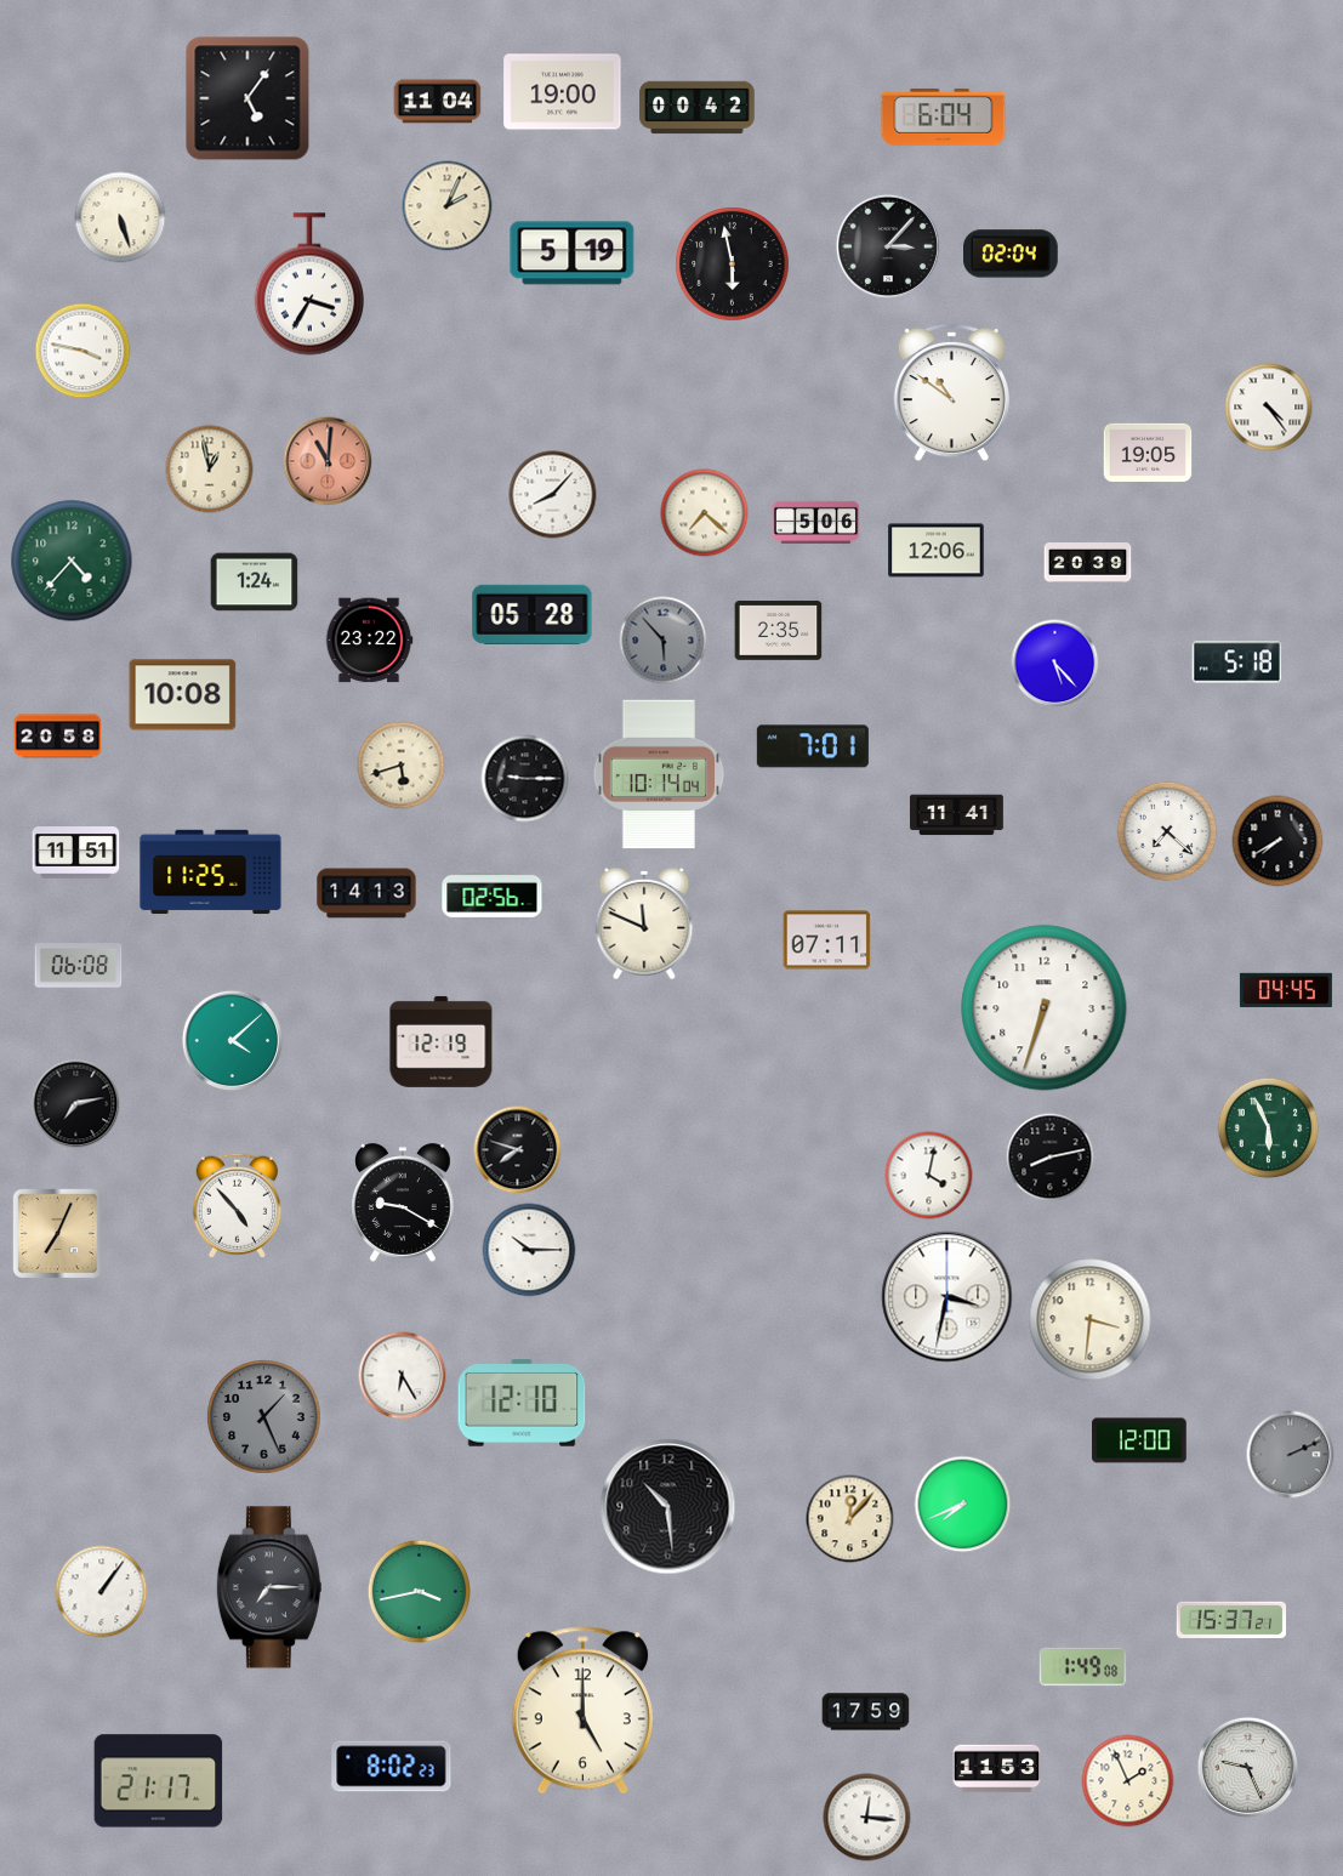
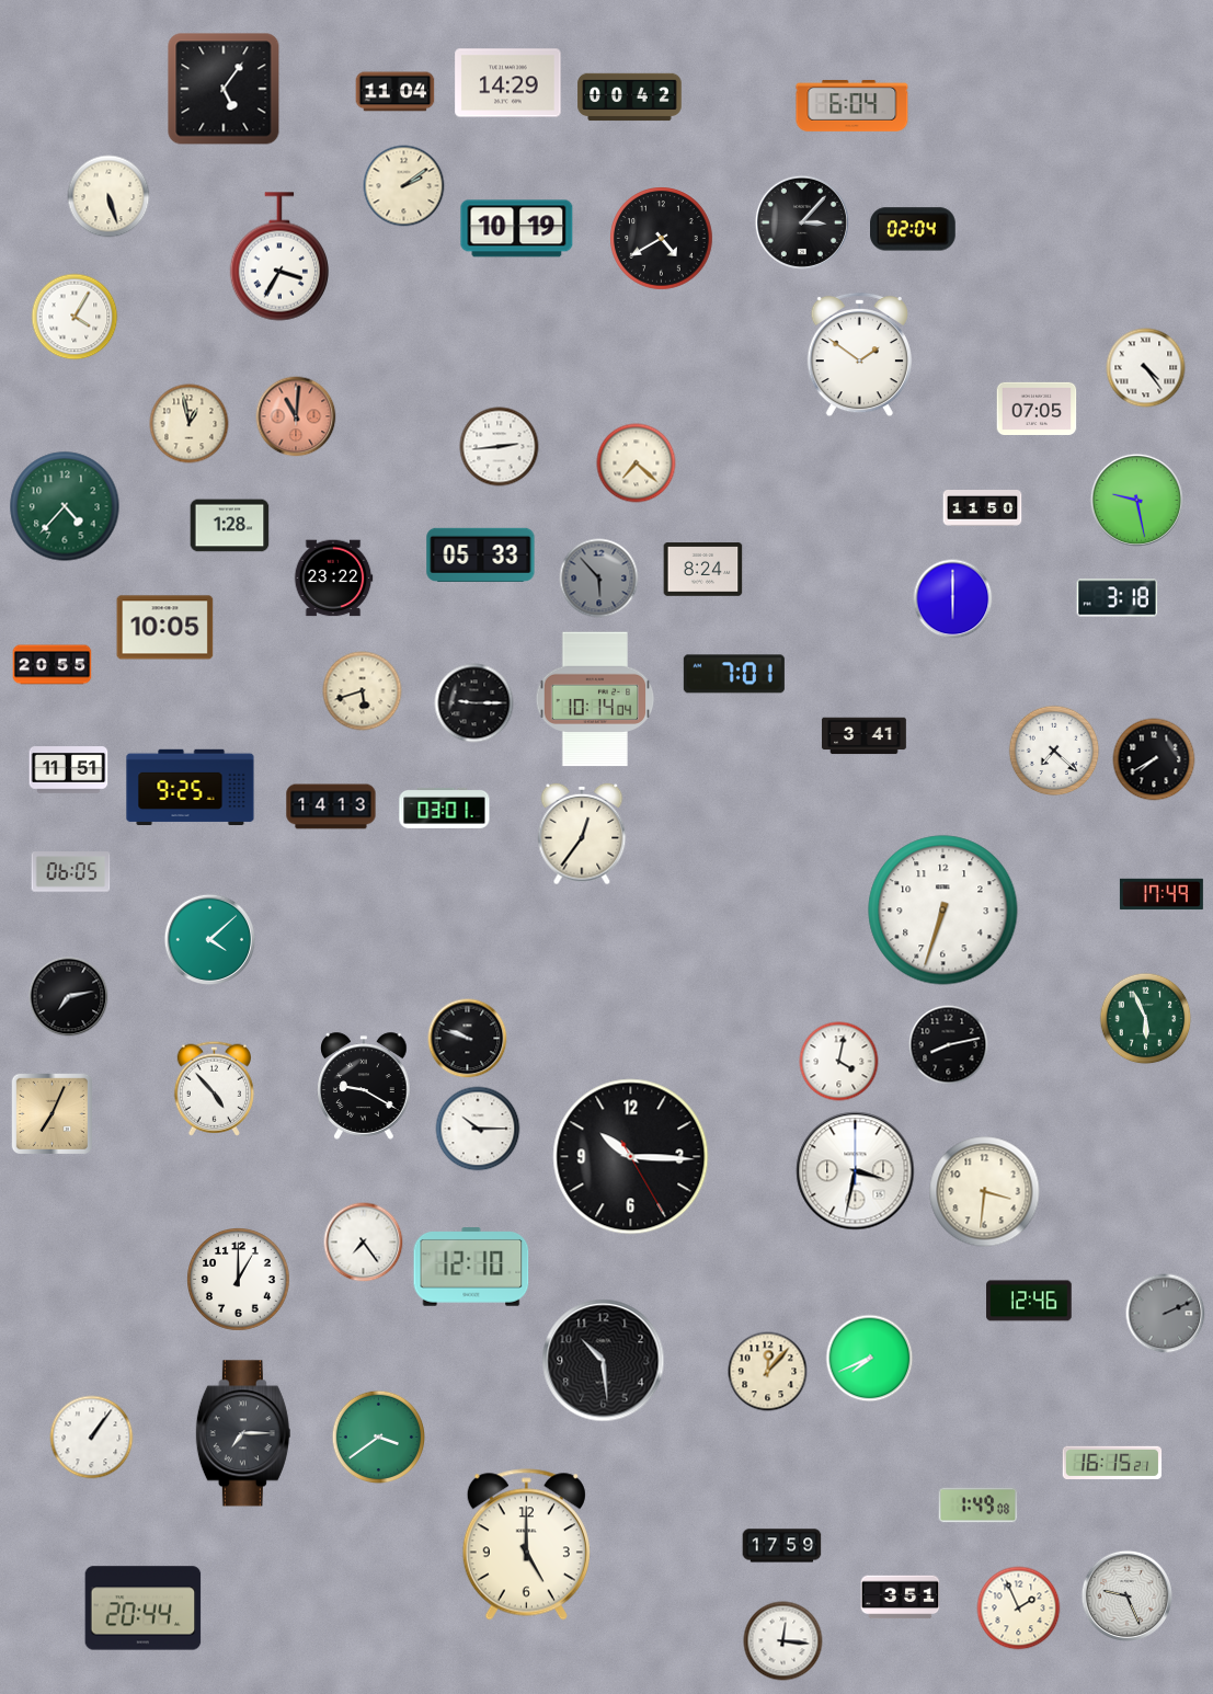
clock at (563, 92): 19:00 -> 14:29
clock at (448, 206): 2:04 -> 2:09
clock at (573, 254): 5:19 -> 10:19
clock at (733, 265): 5:58 -> 4:40
clock at (82, 351): 3:47 -> 4:05
clock at (951, 393): 10:51 -> 1:51
clock at (1148, 451): 19:05 -> 07:05
clock at (553, 495): 8:07 -> 2:44
clock at (816, 522): 5:06 -> none
clock at (937, 551): 12:06 -> none
clock at (1136, 500): none -> 9:28
clock at (1088, 563): 20:39 -> 11:50
clock at (255, 582): 1:24 -> 1:28
clock at (533, 614): 05:28 -> 05:33
clock at (779, 631): 2:35 -> 8:24
clock at (1237, 663): 5:18 -> 3:18
clock at (1055, 664): 5:23 -> 6:00
clock at (183, 695): 10:08 -> 10:05
clock at (58, 737): 20:58 -> 20:55
clock at (957, 815): 11:41 -> 3:41
clock at (211, 872): 11:25 -> 9:25
clock at (493, 894): 02:56 -> 03:01
clock at (644, 923): 11:49 -> 12:36
clock at (827, 940): 07:11 -> none
clock at (79, 966): 06:08 -> 06:05
clock at (1286, 990): 04:45 -> 17:49
clock at (442, 1041): 12:19 -> none
clock at (518, 1150): 7:48 -> 9:48
clock at (631, 1157): none -> 10:15
clock at (403, 1376): 6:25 -> 7:24
clock at (264, 1417): 1:26 -> 1:00
clock at (264, 1417) dial: grey -> white
clock at (1139, 1440): 12:00 -> 12:46
clock at (420, 1592): 3:43 -> 3:39
clock at (1231, 1620): 15:37 -> 16:15
clock at (392, 1767): 8:02 -> none
clock at (997, 1769): 11:53 -> 3:51
clock at (159, 1781): 21:17 -> 20:44
